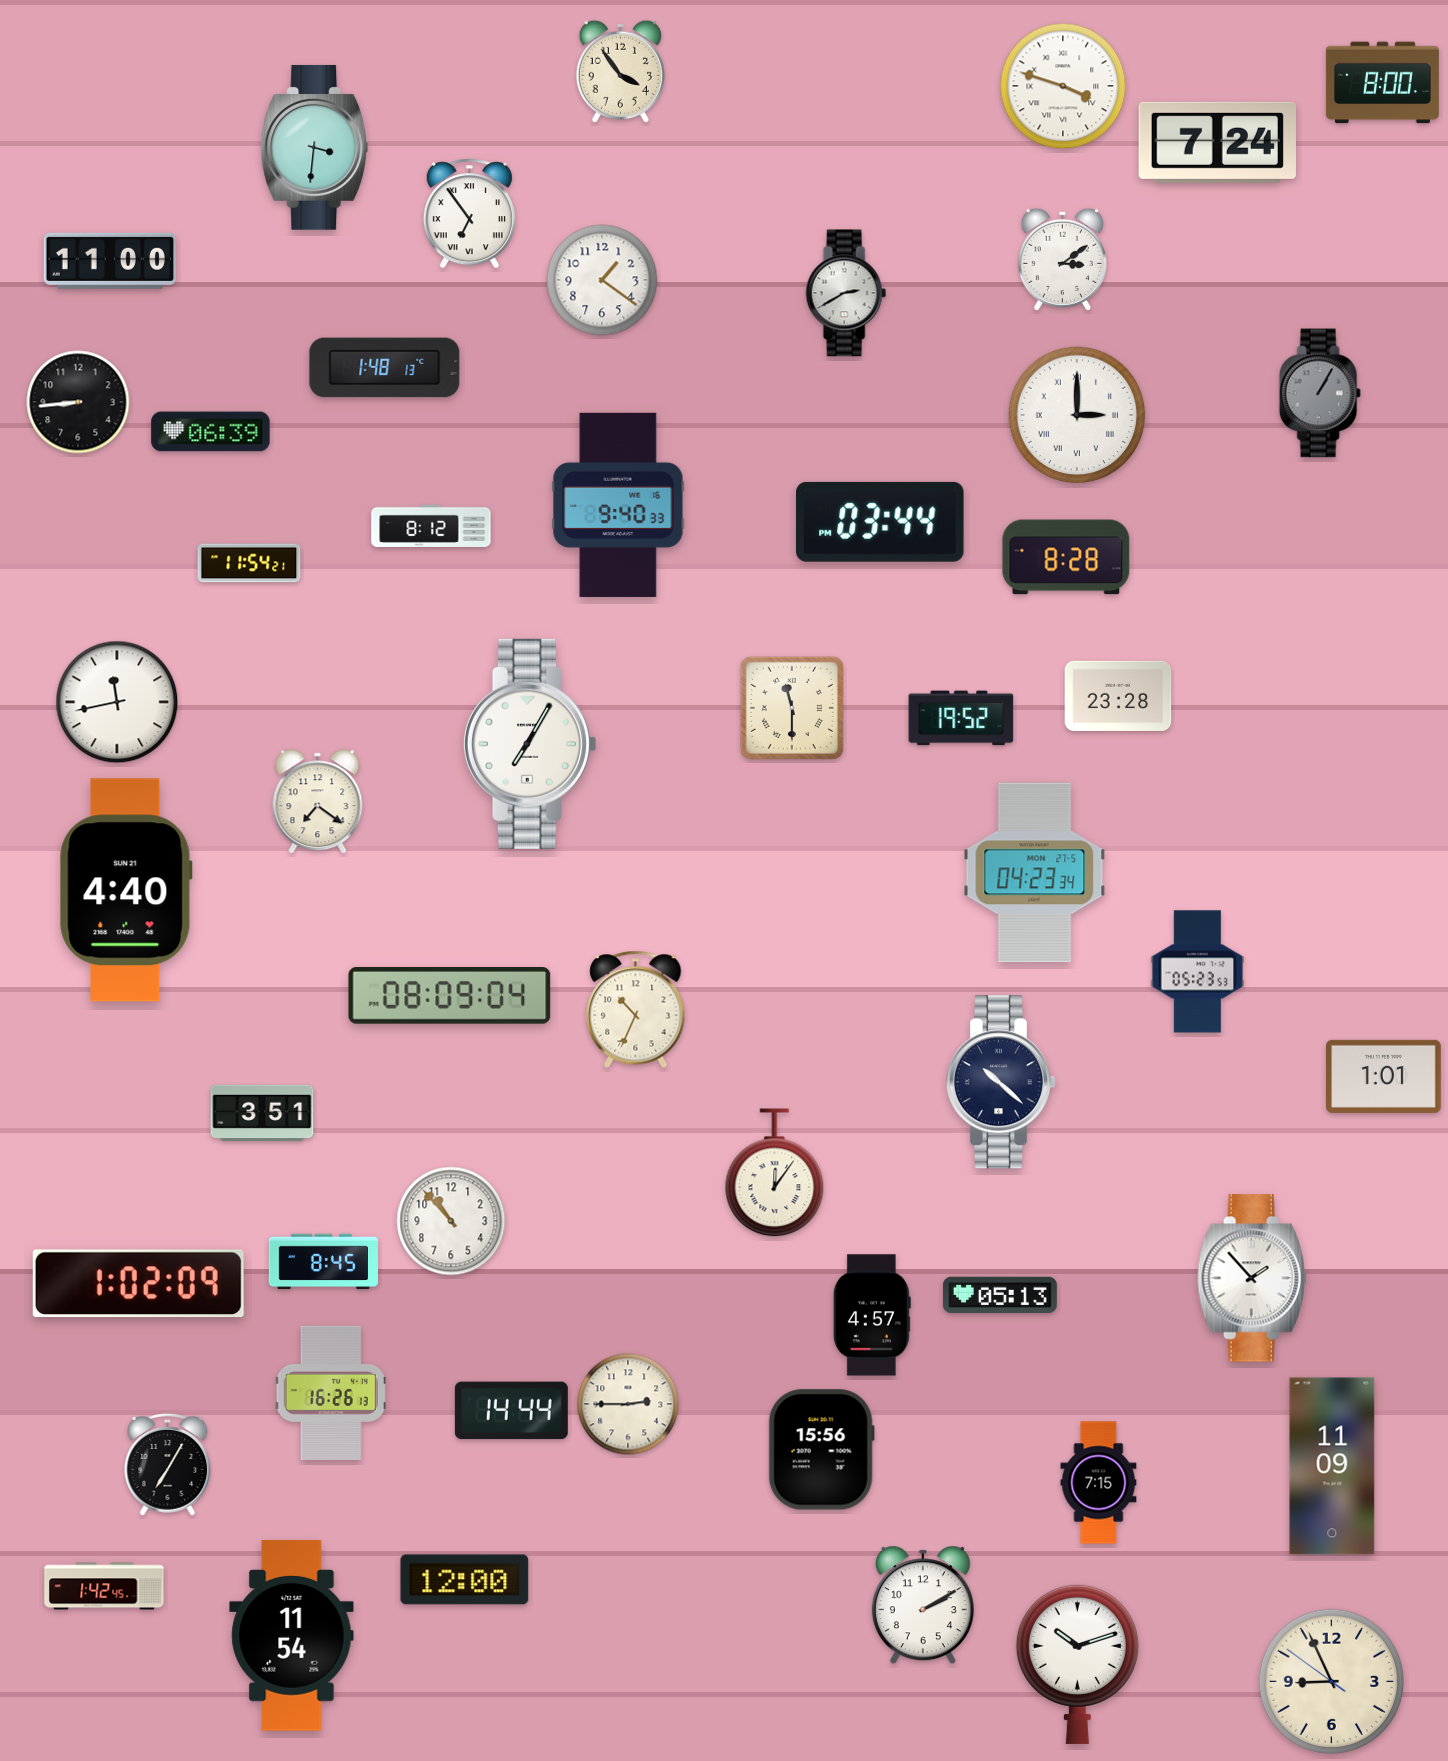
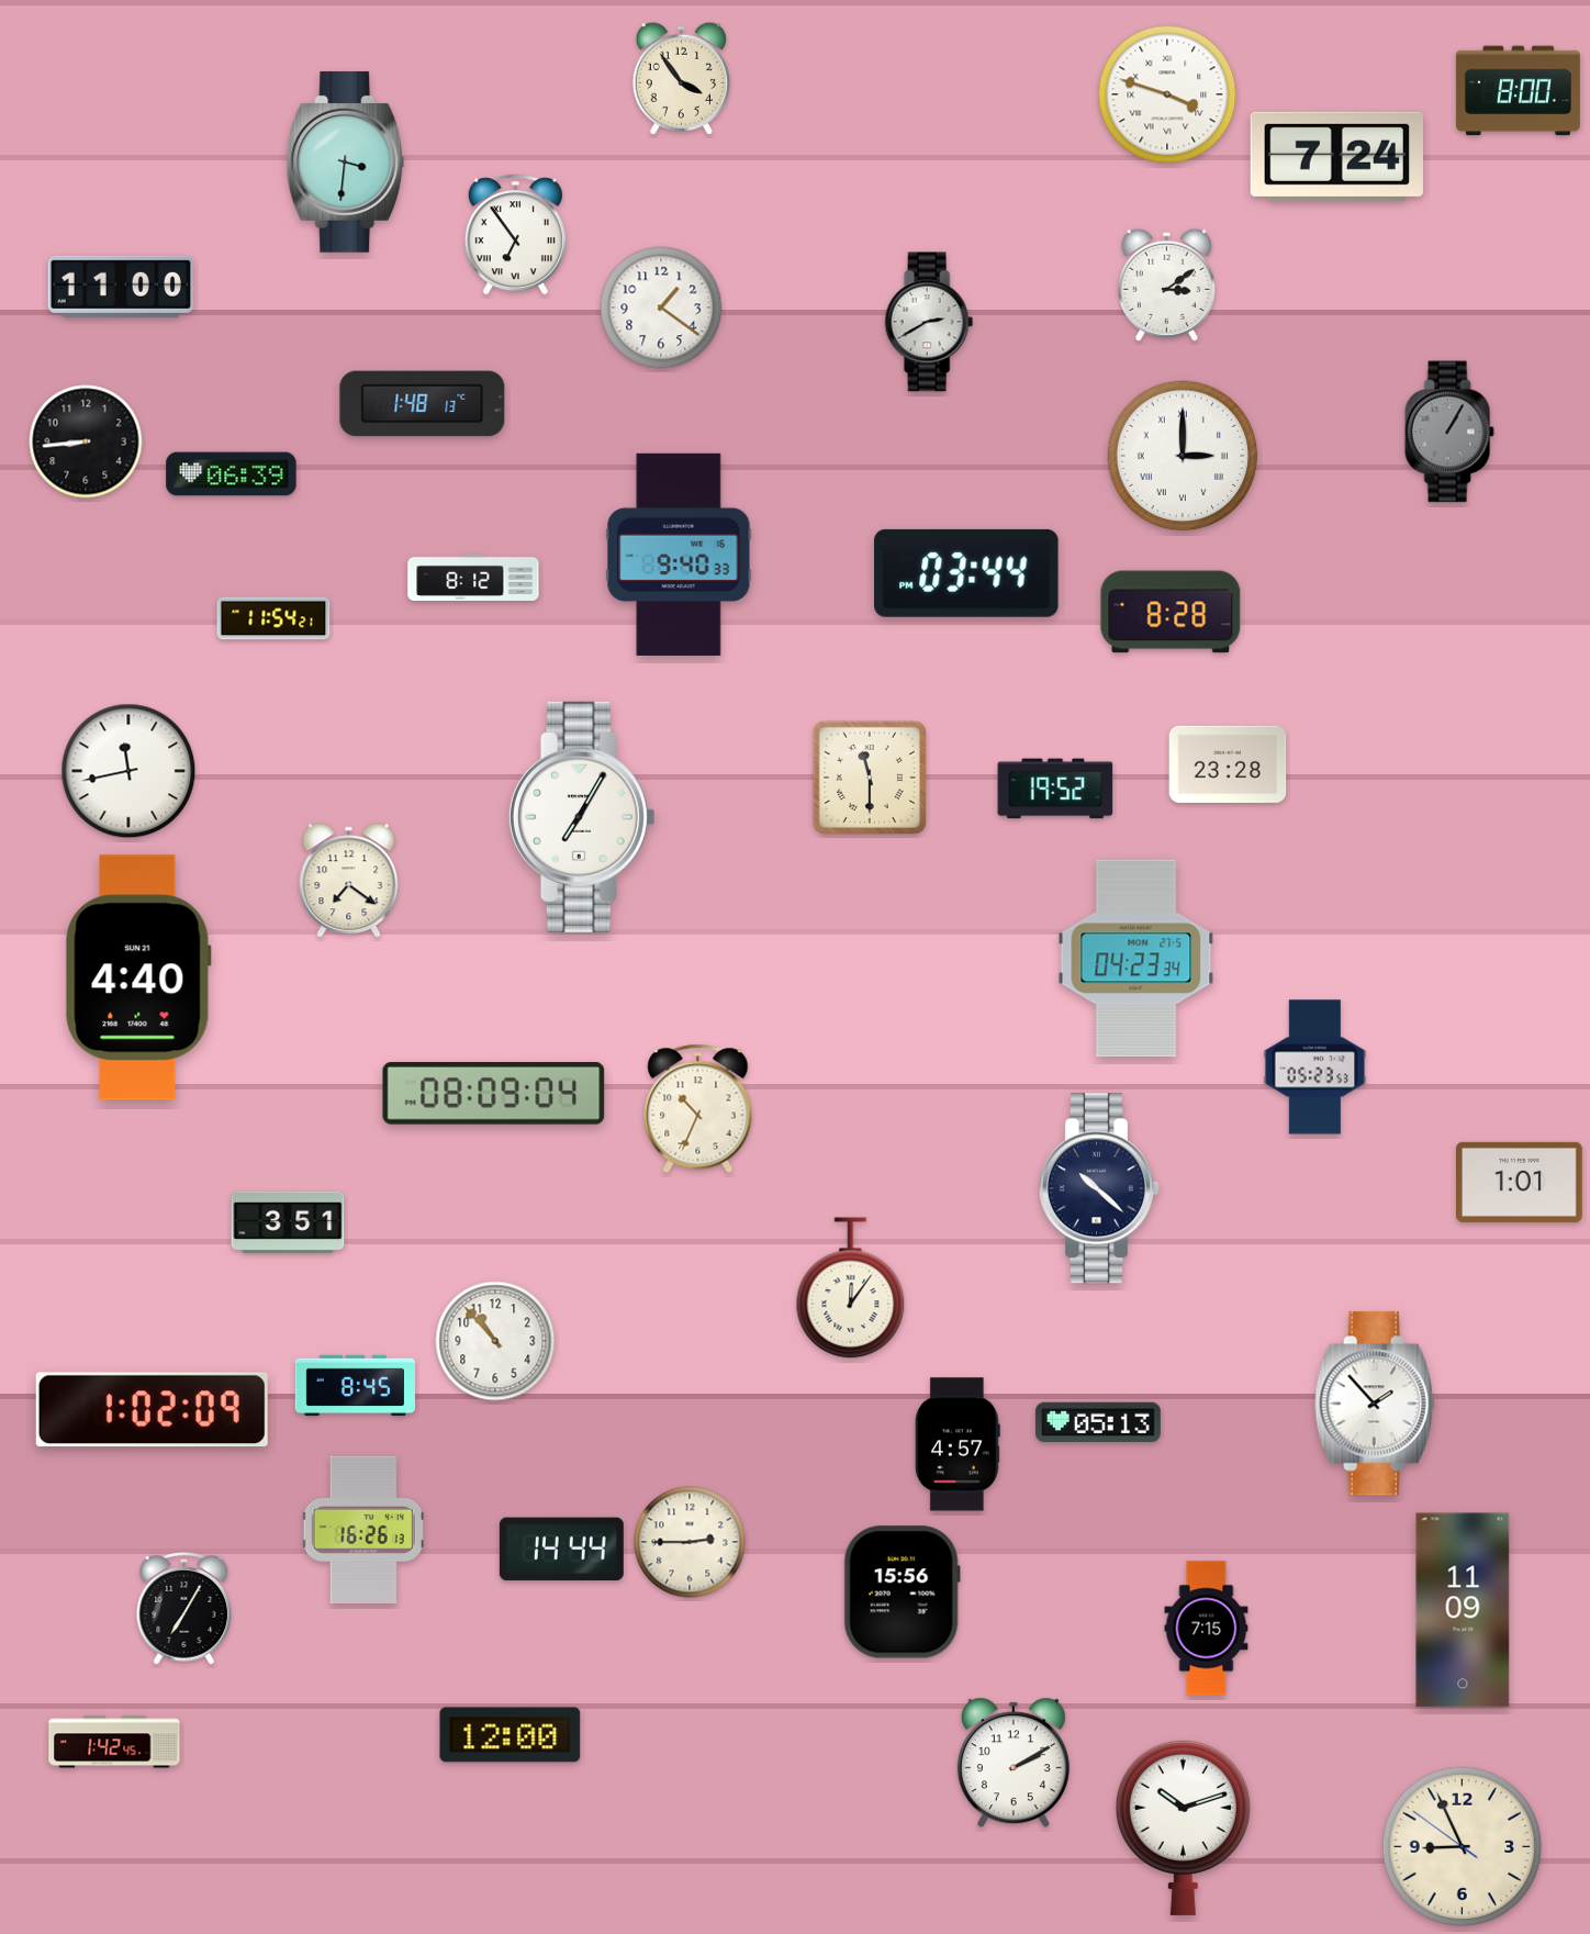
clock at (292, 1636): 11:54 -> none
